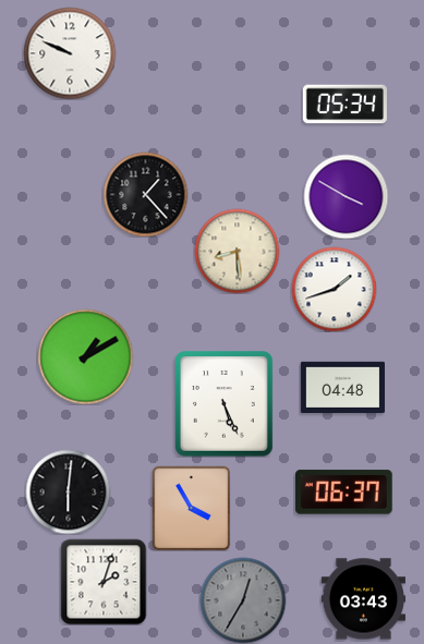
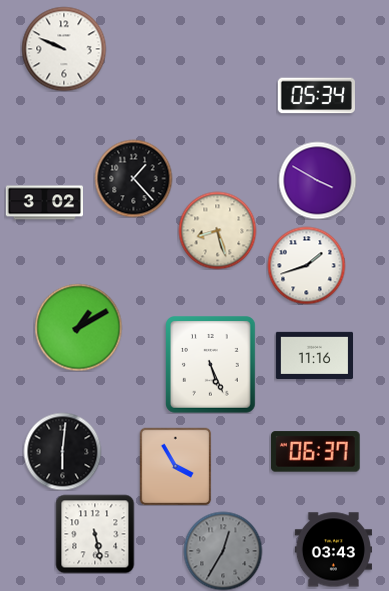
clock at (44, 203): none -> 3:02
clock at (237, 251): 8:29 -> 8:27
clock at (342, 387): 04:48 -> 11:16
clock at (225, 404) position: (225, 404) -> (211, 365)
clock at (104, 582): 2:03 -> 5:28
